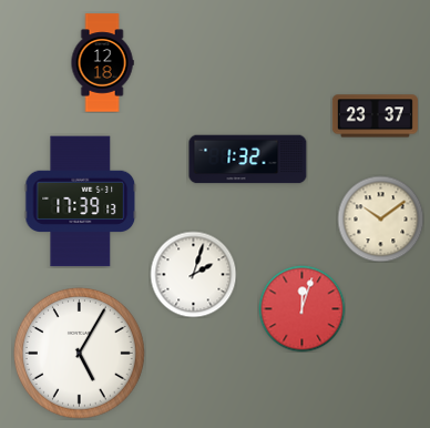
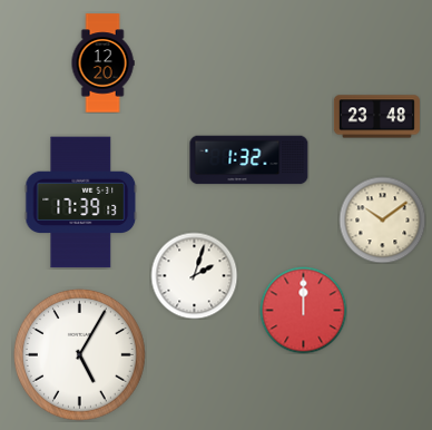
clock at (102, 63): 12:18 -> 12:20
clock at (375, 116): 23:37 -> 23:48
clock at (301, 308): 12:03 -> 12:00
